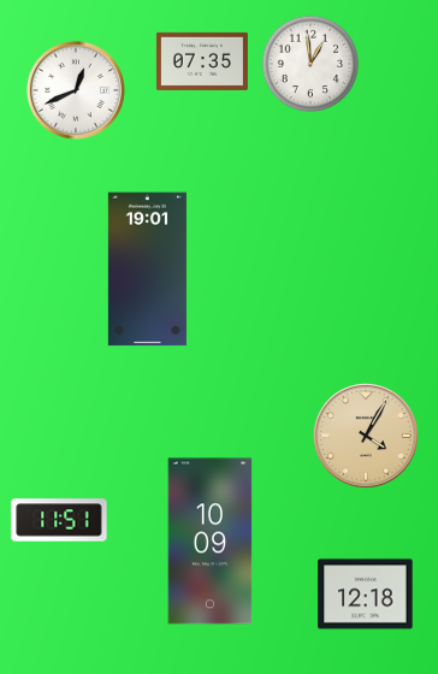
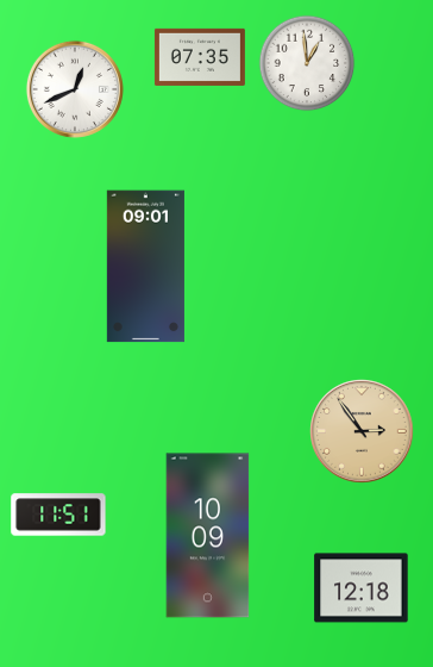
clock at (202, 61) position: (202, 61) -> (200, 57)
clock at (147, 270): 19:01 -> 09:01
clock at (366, 436): 4:05 -> 2:54
